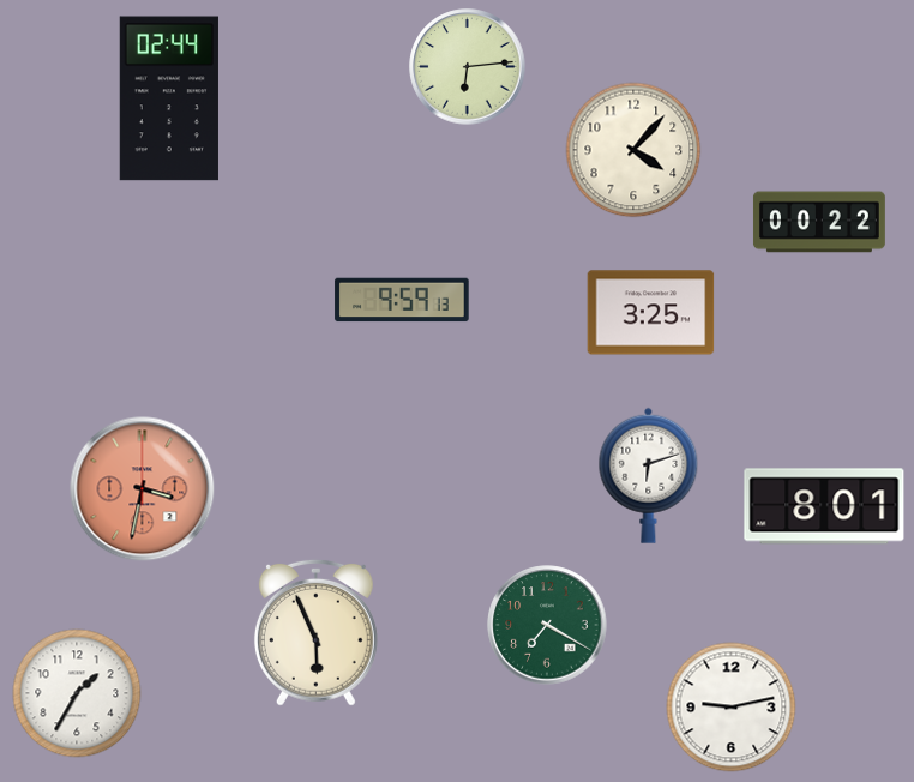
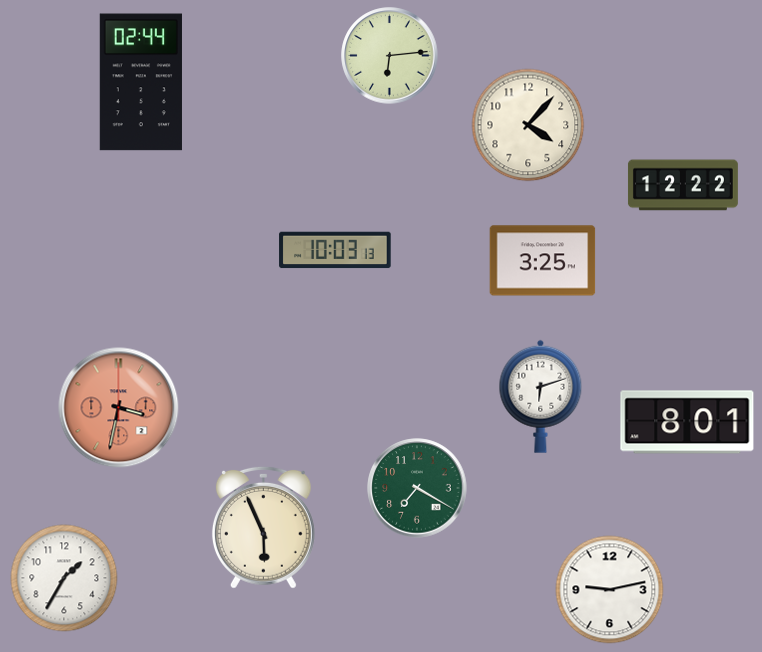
clock at (819, 222): 00:22 -> 12:22
clock at (402, 300): 9:59 -> 10:03
clock at (547, 625) position: (547, 625) -> (417, 488)
